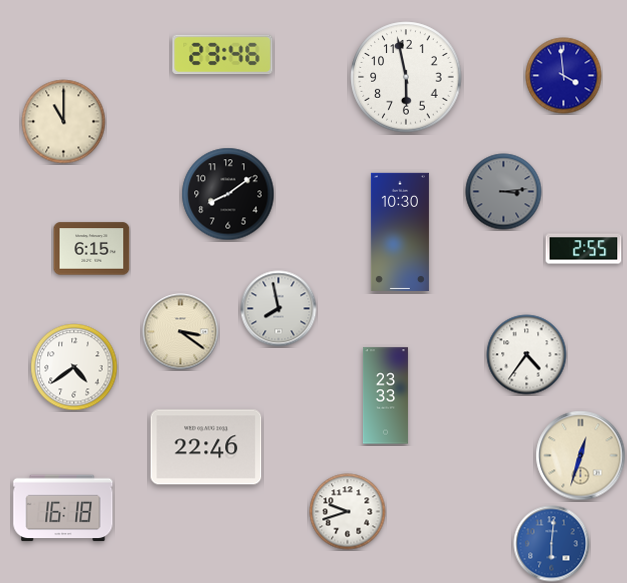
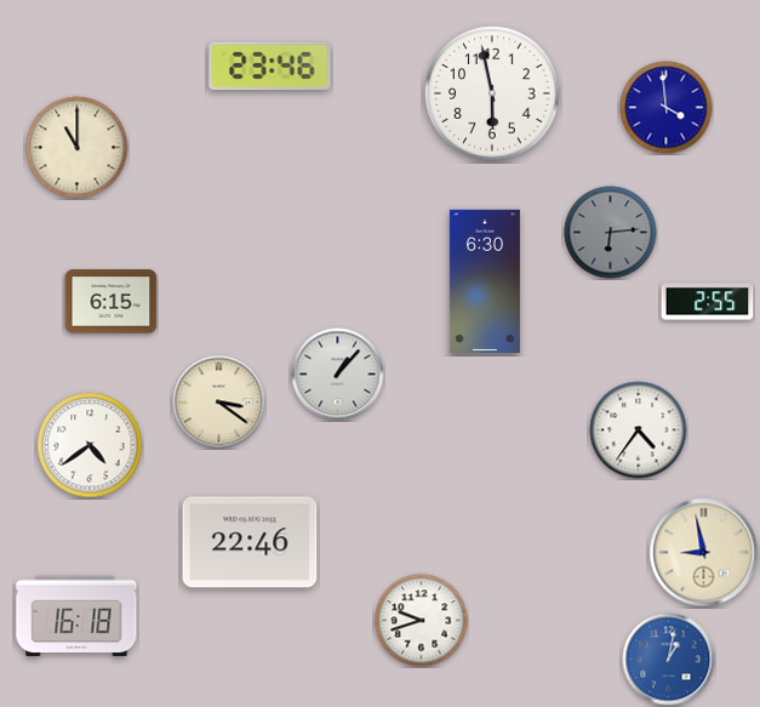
clock at (564, 76) position: (564, 76) -> (667, 108)
clock at (504, 192): 3:14 -> 6:14
clock at (228, 194): 8:09 -> none
clock at (400, 231): 10:30 -> 6:30
clock at (279, 309): 7:58 -> 1:07
clock at (385, 396): 23:33 -> none
clock at (581, 456): 12:33 -> 8:58
clock at (552, 544): 6:01 -> 1:02
